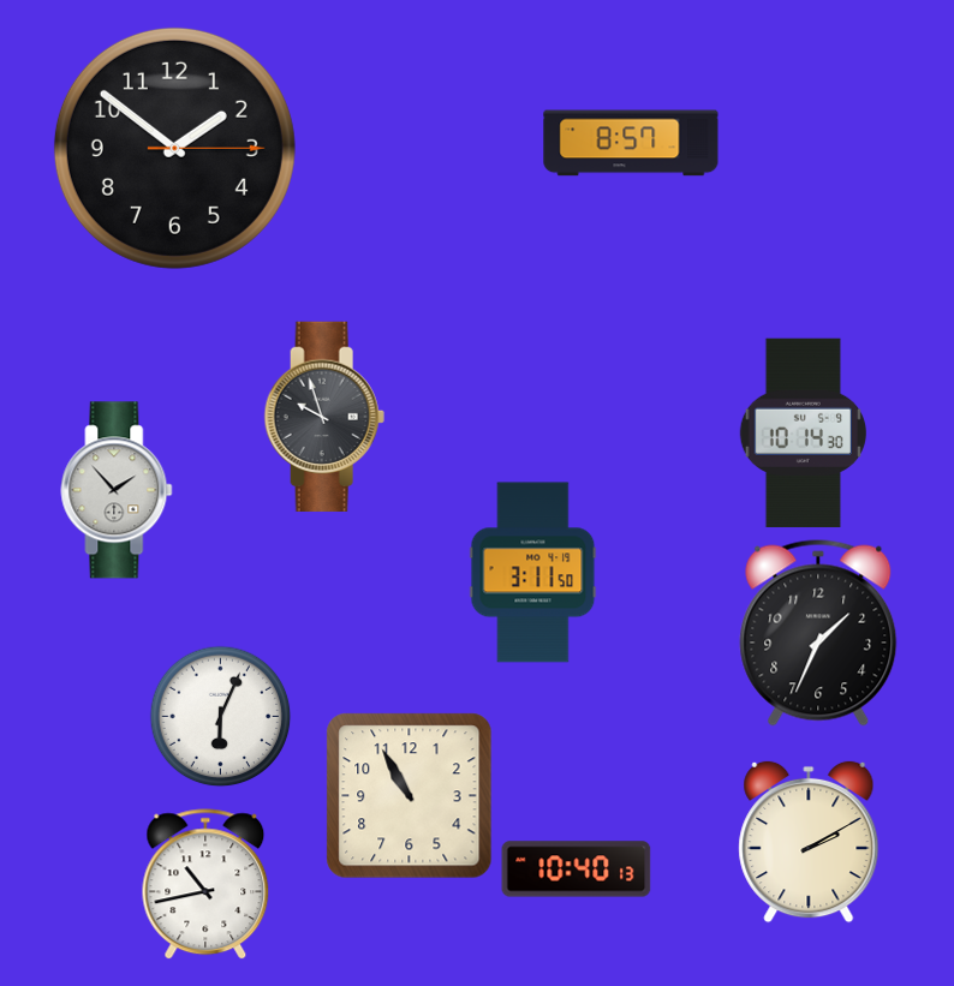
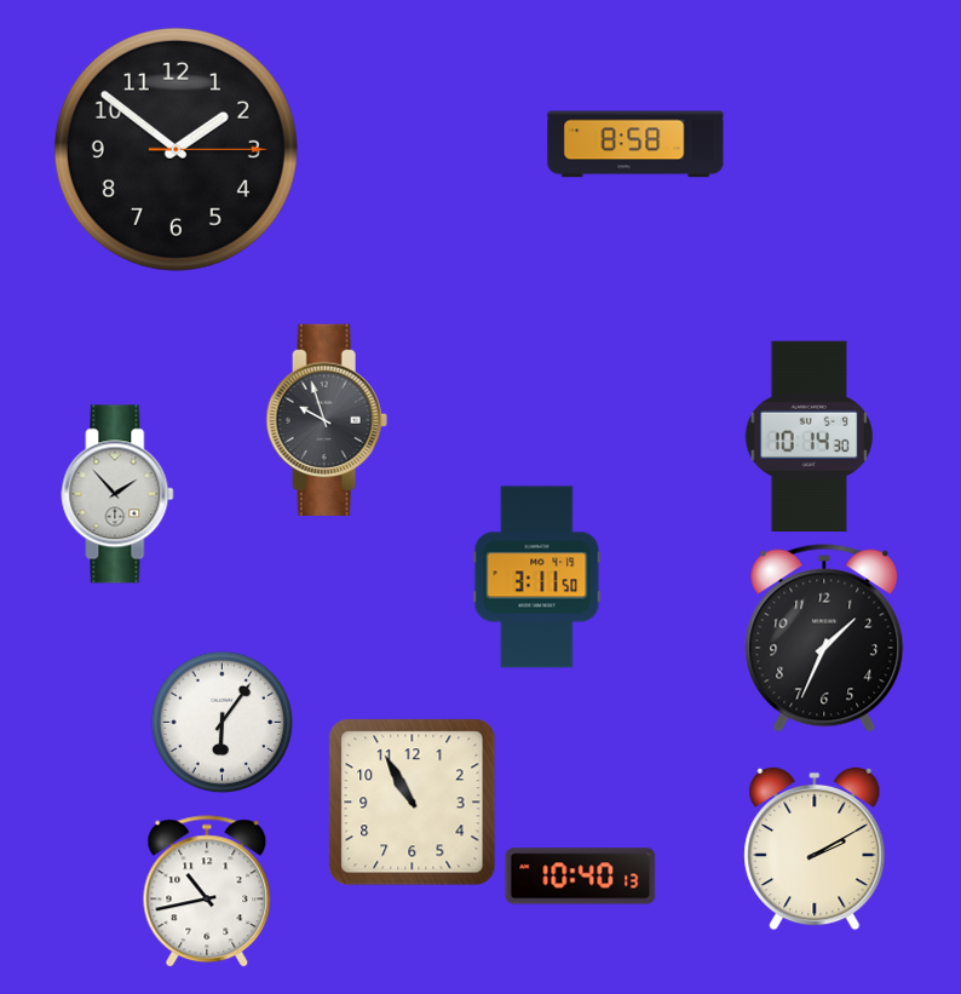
clock at (631, 143): 8:57 -> 8:58
clock at (221, 717): 6:04 -> 6:06
